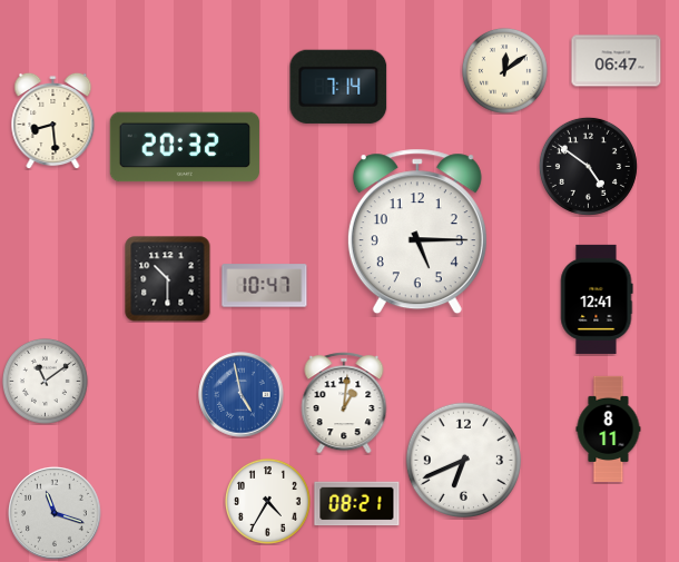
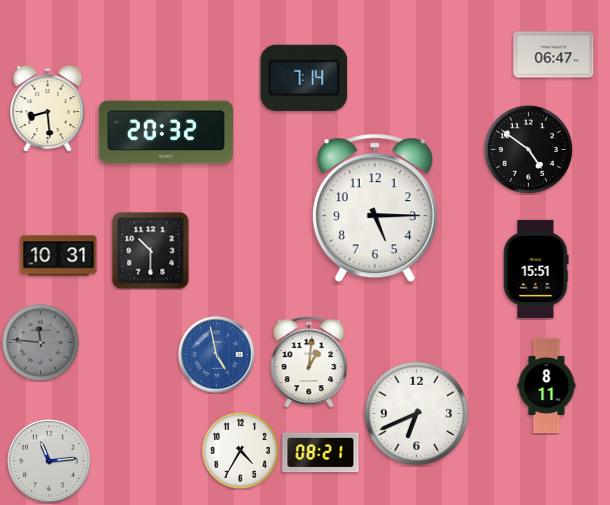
clock at (504, 70): 12:09 -> none
clock at (59, 256): none -> 10:31
clock at (265, 286): 10:47 -> none
clock at (597, 299): 12:41 -> 15:51
clock at (45, 381): 11:09 -> 11:46
clock at (45, 381) dial: white -> grey
clock at (56, 514): 11:18 -> 11:14
